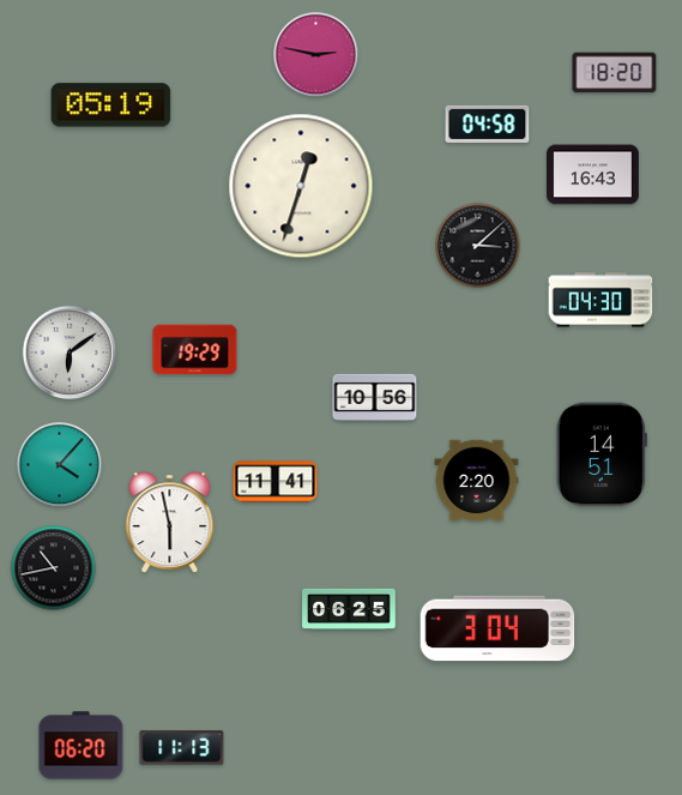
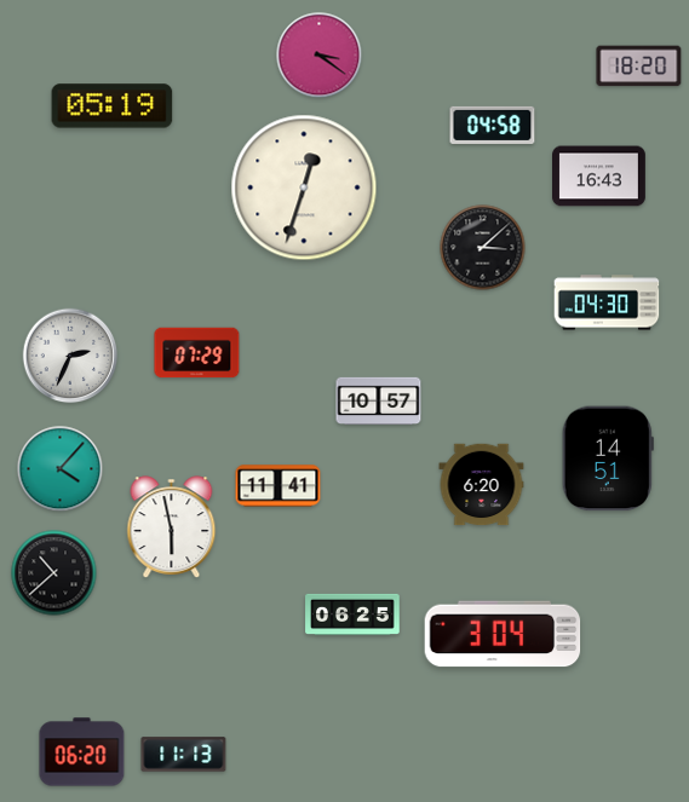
clock at (316, 55): 2:47 -> 3:21
clock at (615, 73) position: (615, 73) -> (639, 67)
clock at (195, 350): 19:29 -> 07:29
clock at (70, 353): 6:09 -> 2:34
clock at (375, 397): 10:56 -> 10:57
clock at (477, 481): 2:20 -> 6:20
clock at (54, 568): 10:43 -> 10:38
